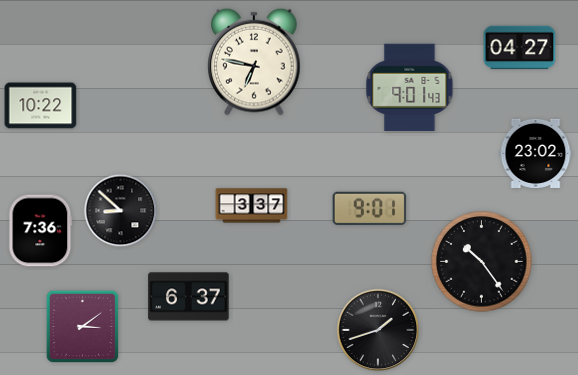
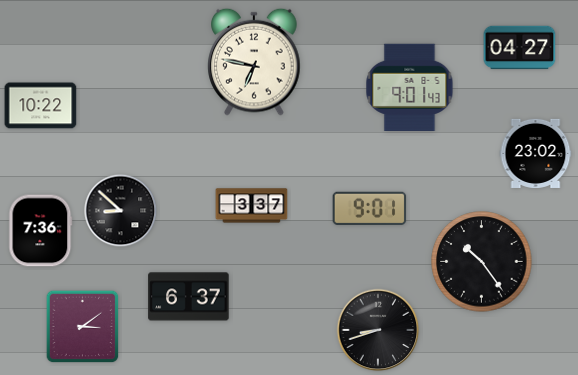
clock at (378, 330): 1:42 -> 8:42
